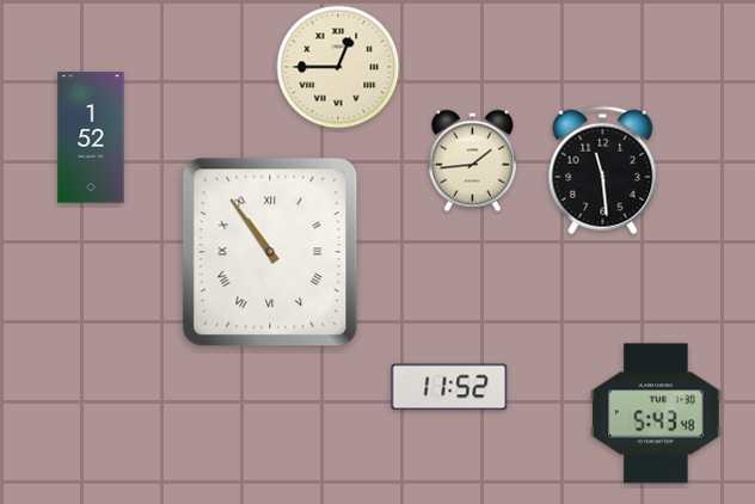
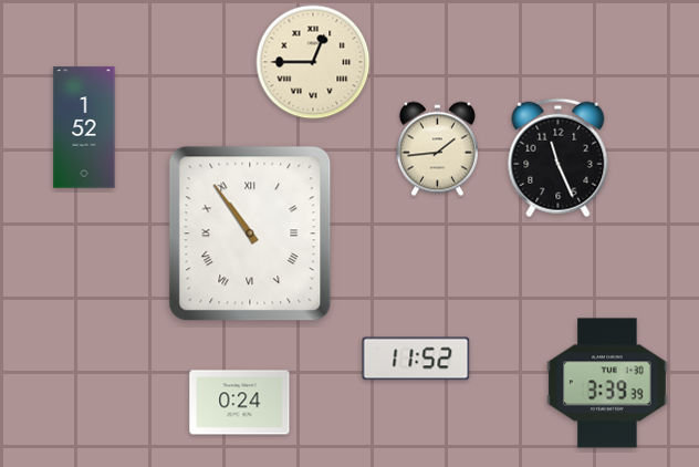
clock at (603, 171): 11:29 -> 11:26
clock at (656, 413): 5:43 -> 3:39
clock at (240, 403): none -> 0:24
